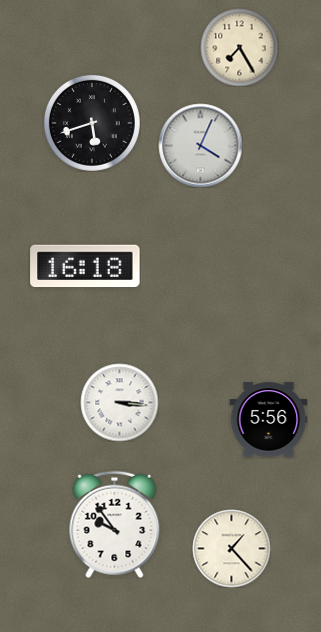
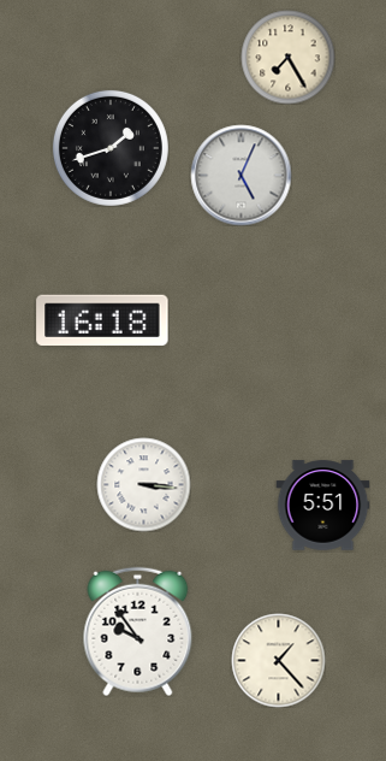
clock at (92, 123): 5:42 -> 1:42
clock at (200, 145): 4:04 -> 5:04
clock at (268, 420): 5:56 -> 5:51
